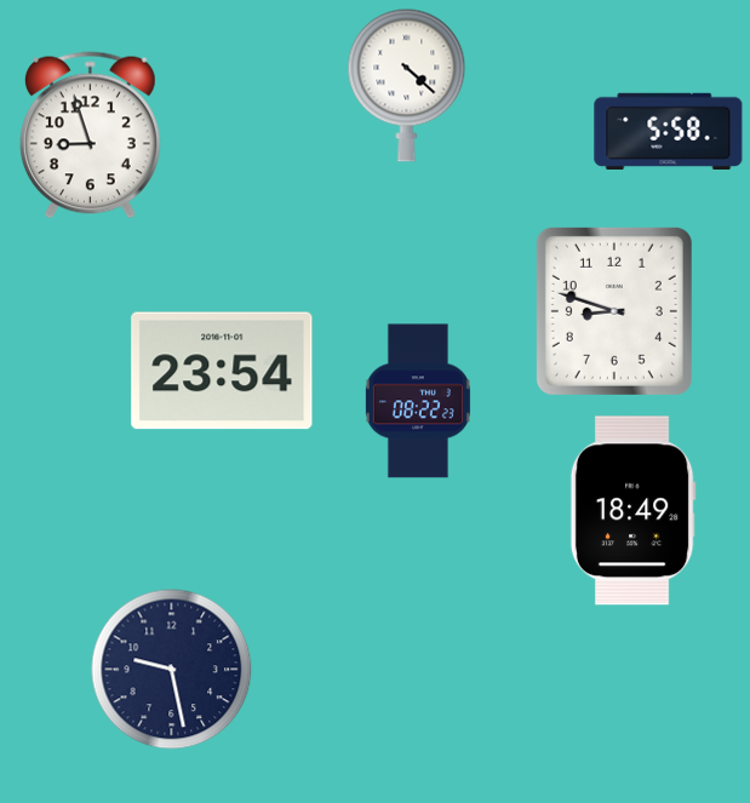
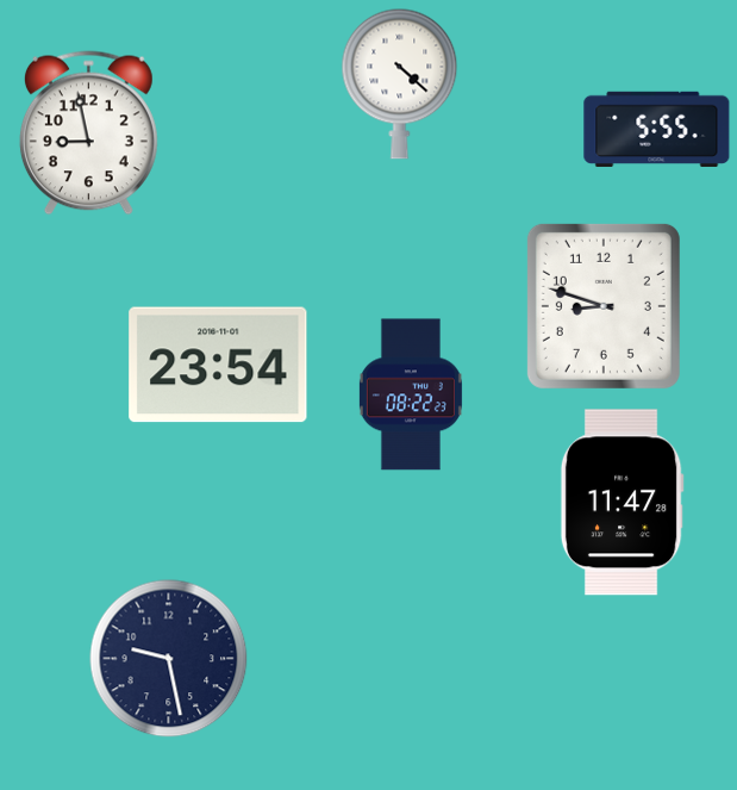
clock at (669, 131): 5:58 -> 5:55
clock at (90, 136): 8:57 -> 8:58
clock at (632, 511): 18:49 -> 11:47
